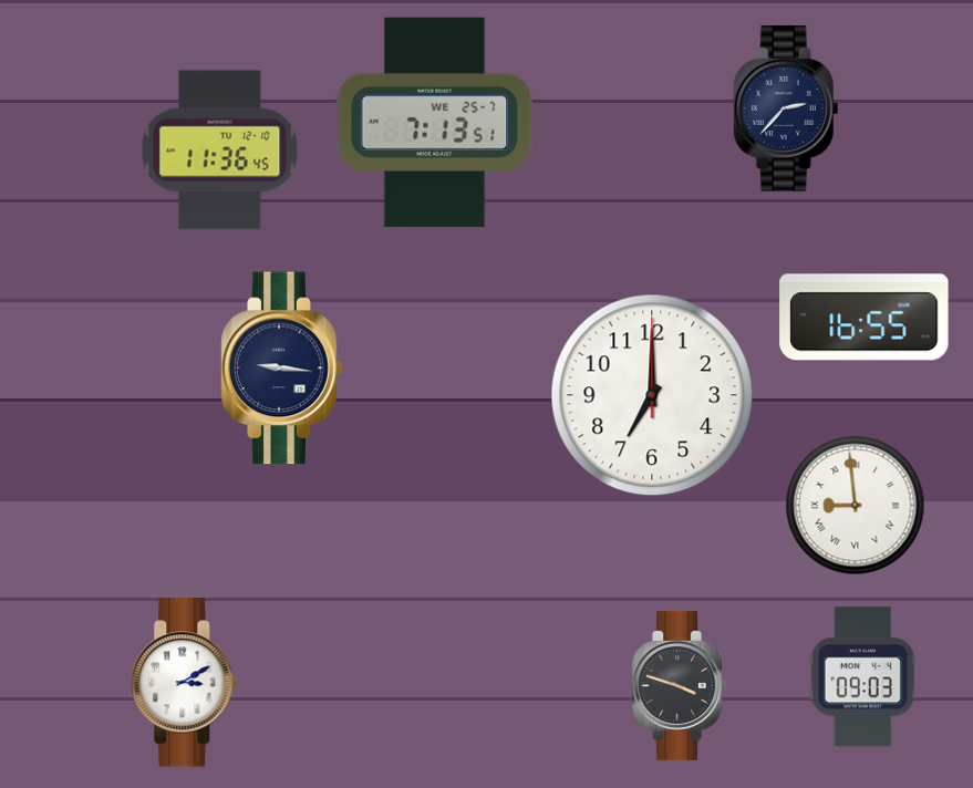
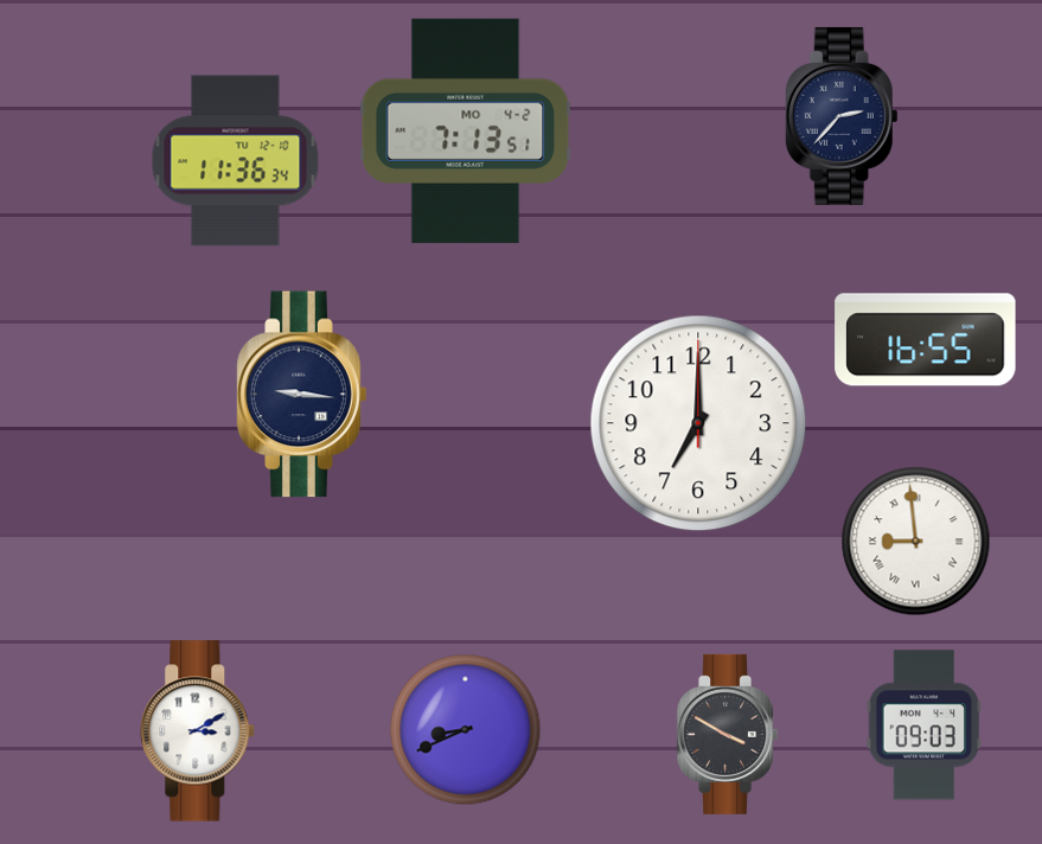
clock at (435, 122) date: WE 25-7 -> MO 4-2
clock at (220, 151): 11:36:45 -> 11:36:34
clock at (466, 730): none -> 8:41
clock at (679, 685): 3:48 -> 3:50
